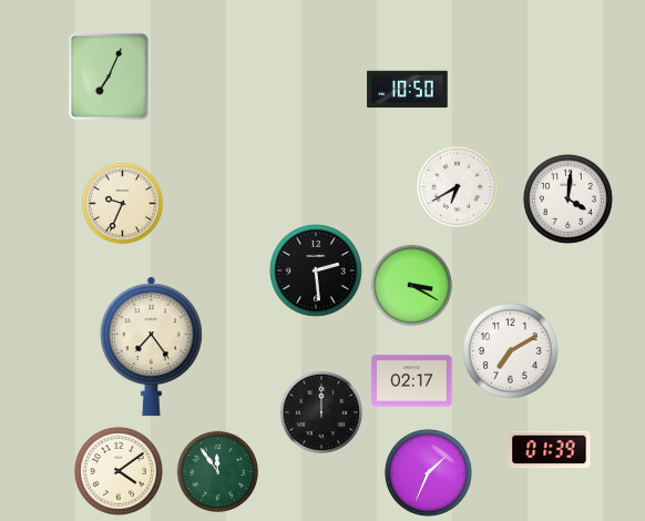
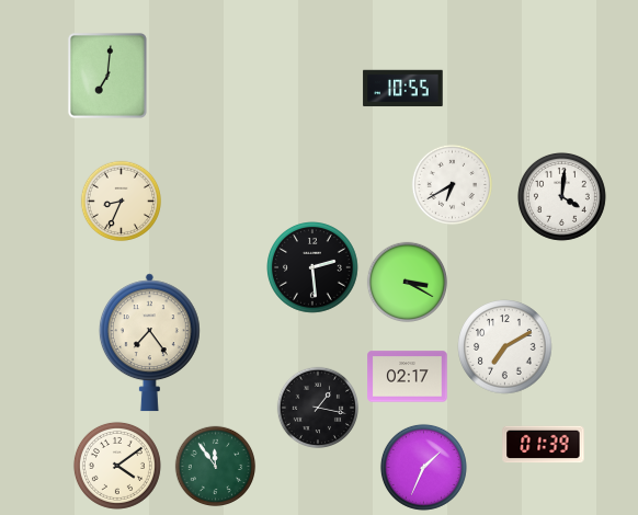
clock at (109, 76): 7:04 -> 7:01
clock at (408, 90): 10:50 -> 10:55
clock at (123, 204): 9:34 -> 8:34
clock at (320, 411): 12:00 -> 1:17
